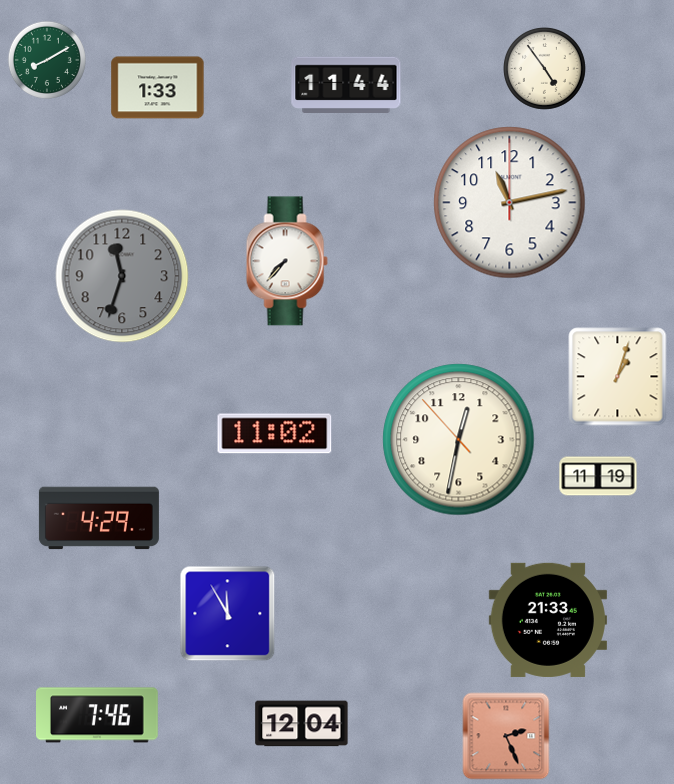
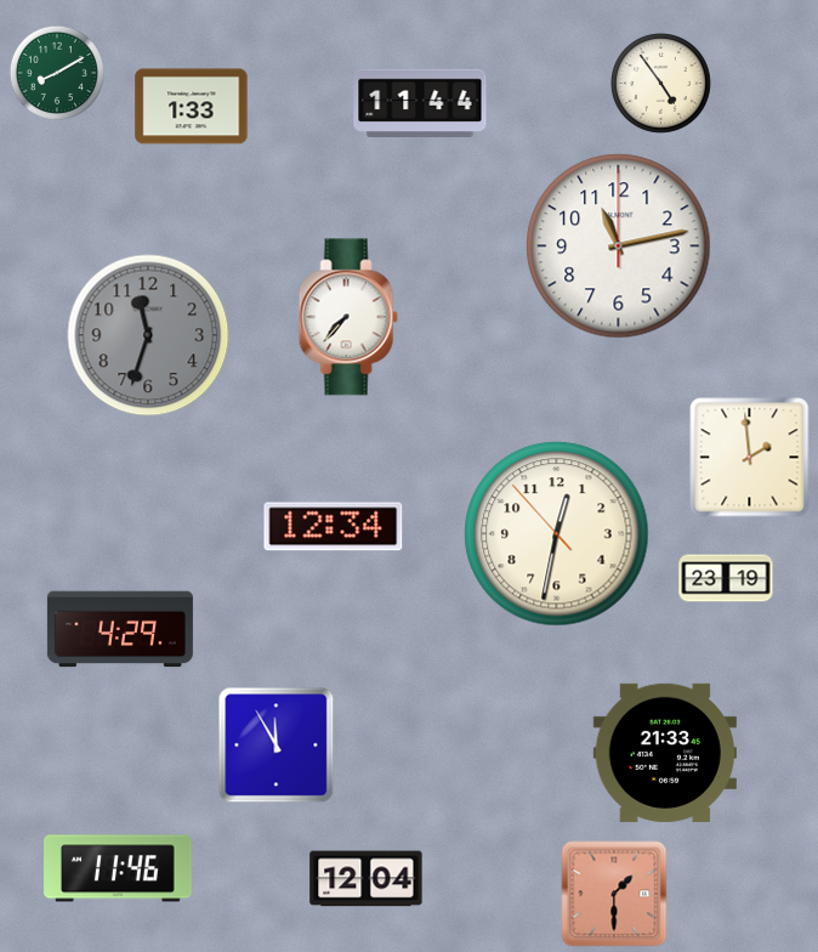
clock at (618, 377): 1:03 -> 1:59
clock at (275, 434): 11:02 -> 12:34
clock at (598, 476): 11:19 -> 23:19
clock at (97, 715): 7:46 -> 11:46
clock at (506, 736): 2:26 -> 1:30
